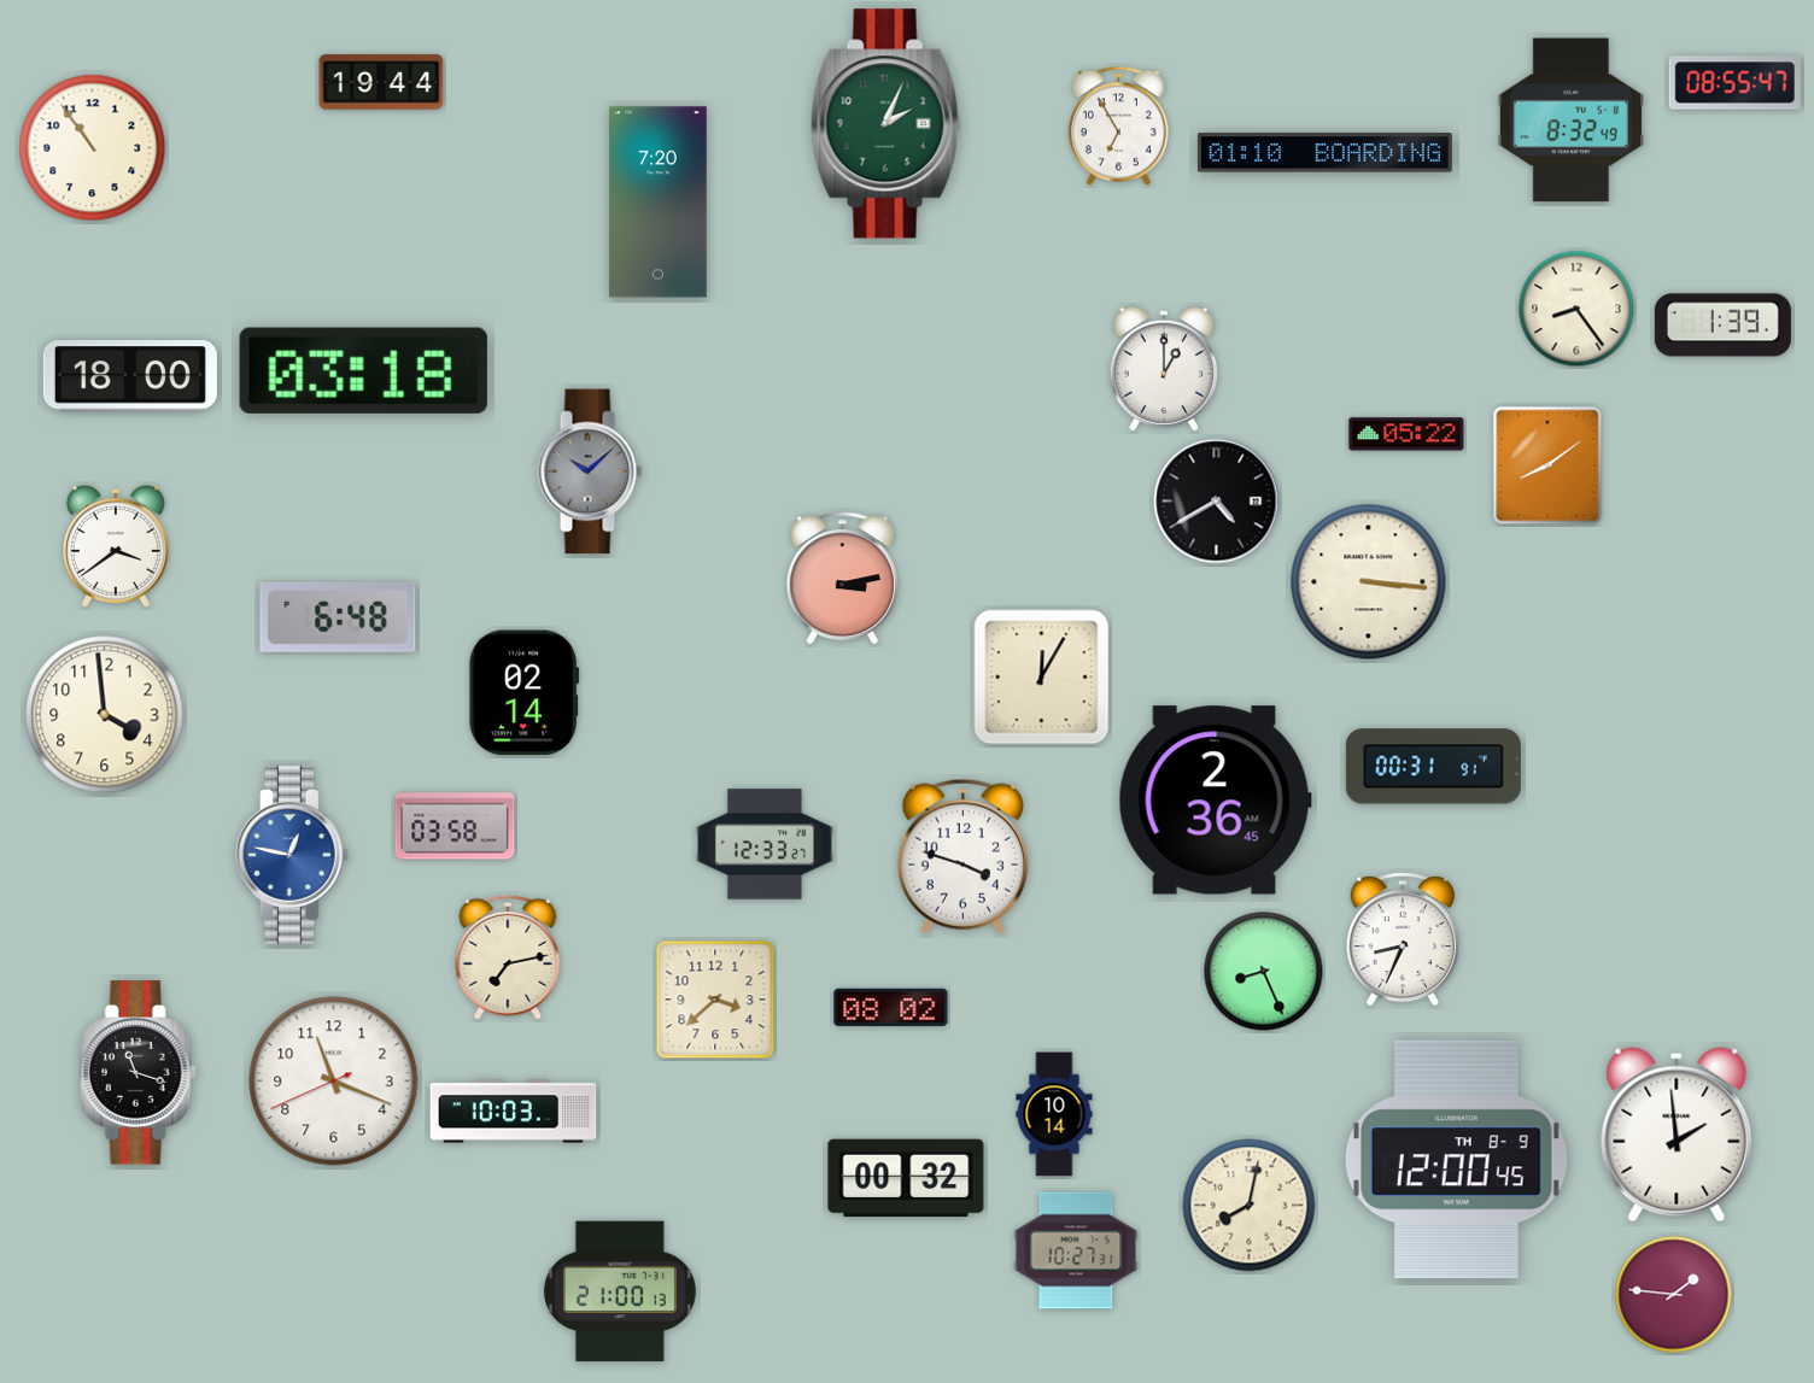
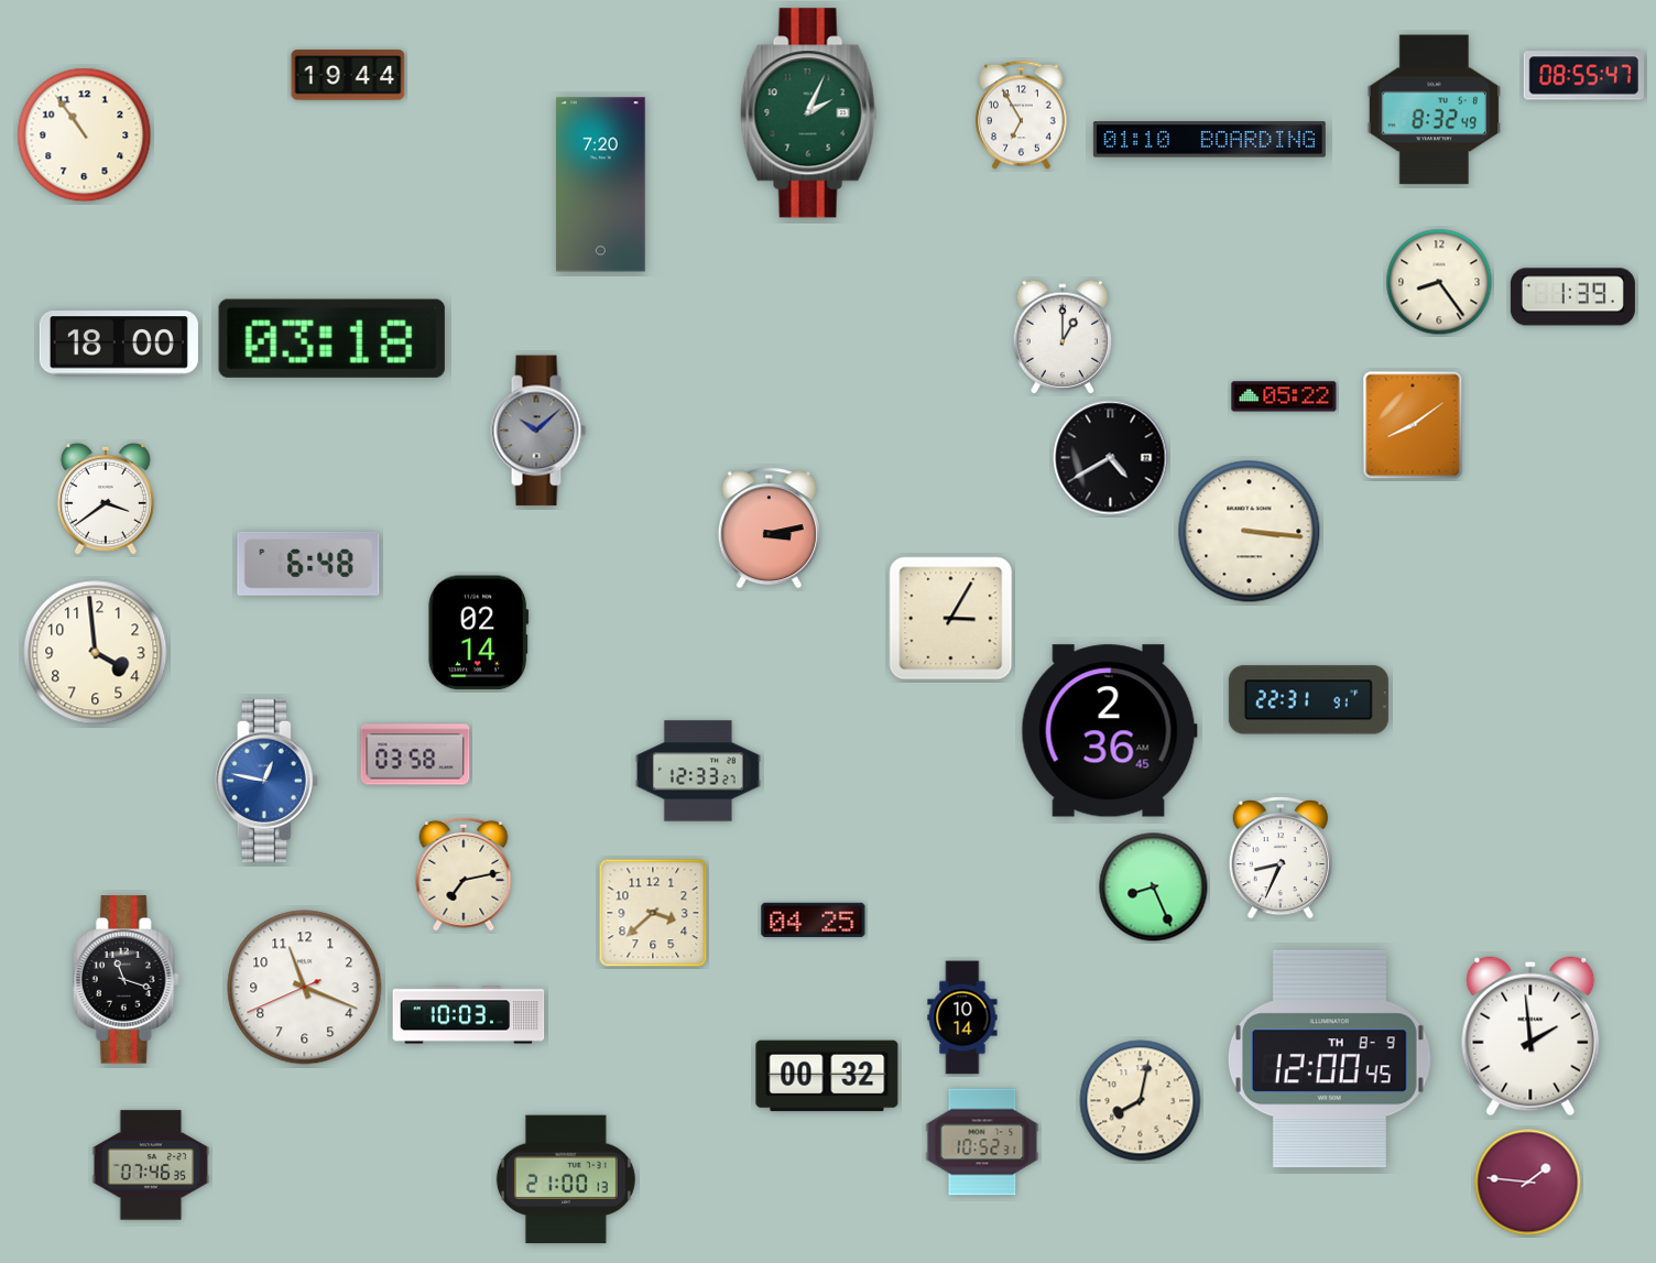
clock at (1042, 678): 12:05 -> 3:05
clock at (1433, 767): 00:31 -> 22:31
clock at (962, 856): 3:48 -> none
clock at (891, 1008): 08:02 -> 04:25
clock at (1076, 1250): 10:27 -> 10:52
clock at (151, 1165): none -> 07:46
